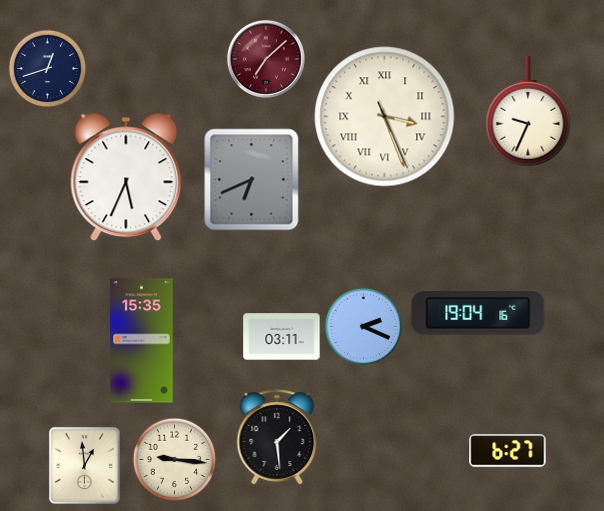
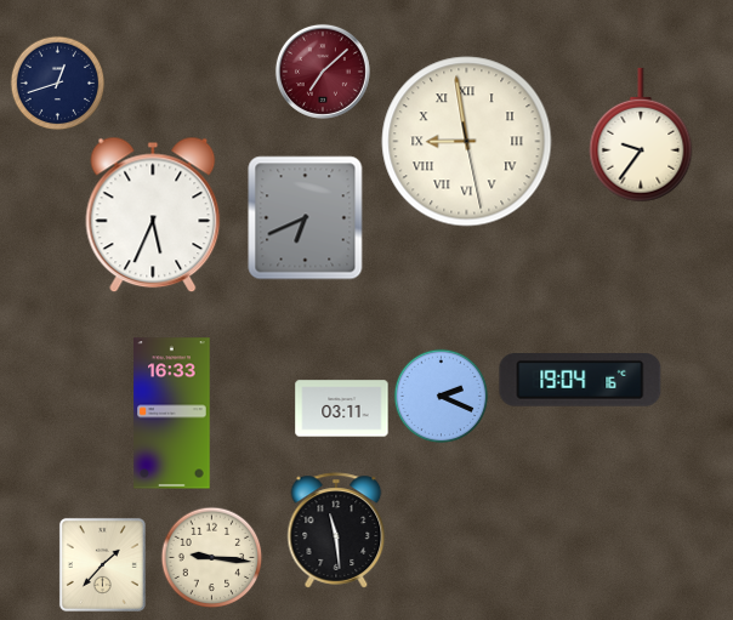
clock at (528, 111): 9:34 -> 9:36
clock at (385, 117): 3:26 -> 8:58
clock at (142, 341): 15:35 -> 16:33
clock at (277, 437): 1:29 -> 11:29
clock at (508, 451): 6:27 -> none
clock at (84, 465): 12:59 -> 1:37
